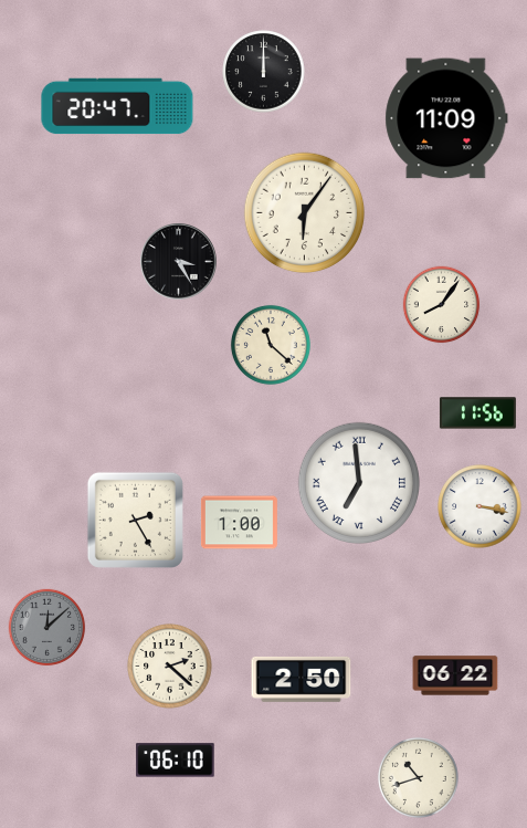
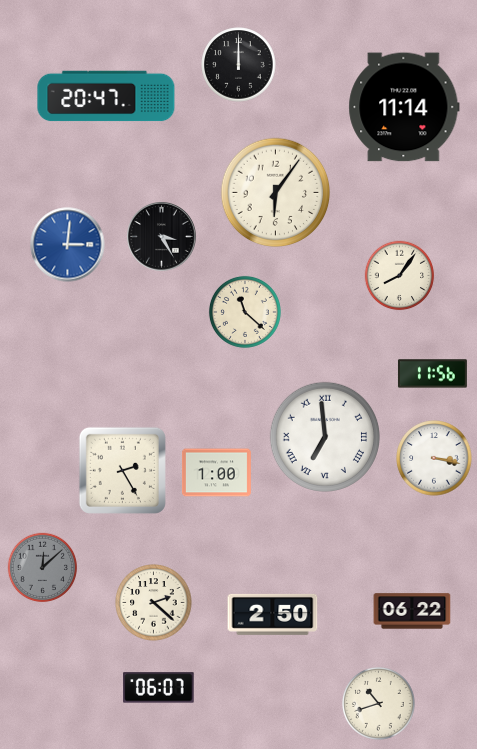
clock at (446, 118): 11:09 -> 11:14
clock at (68, 245): none -> 3:01
clock at (176, 761): 06:10 -> 06:07
